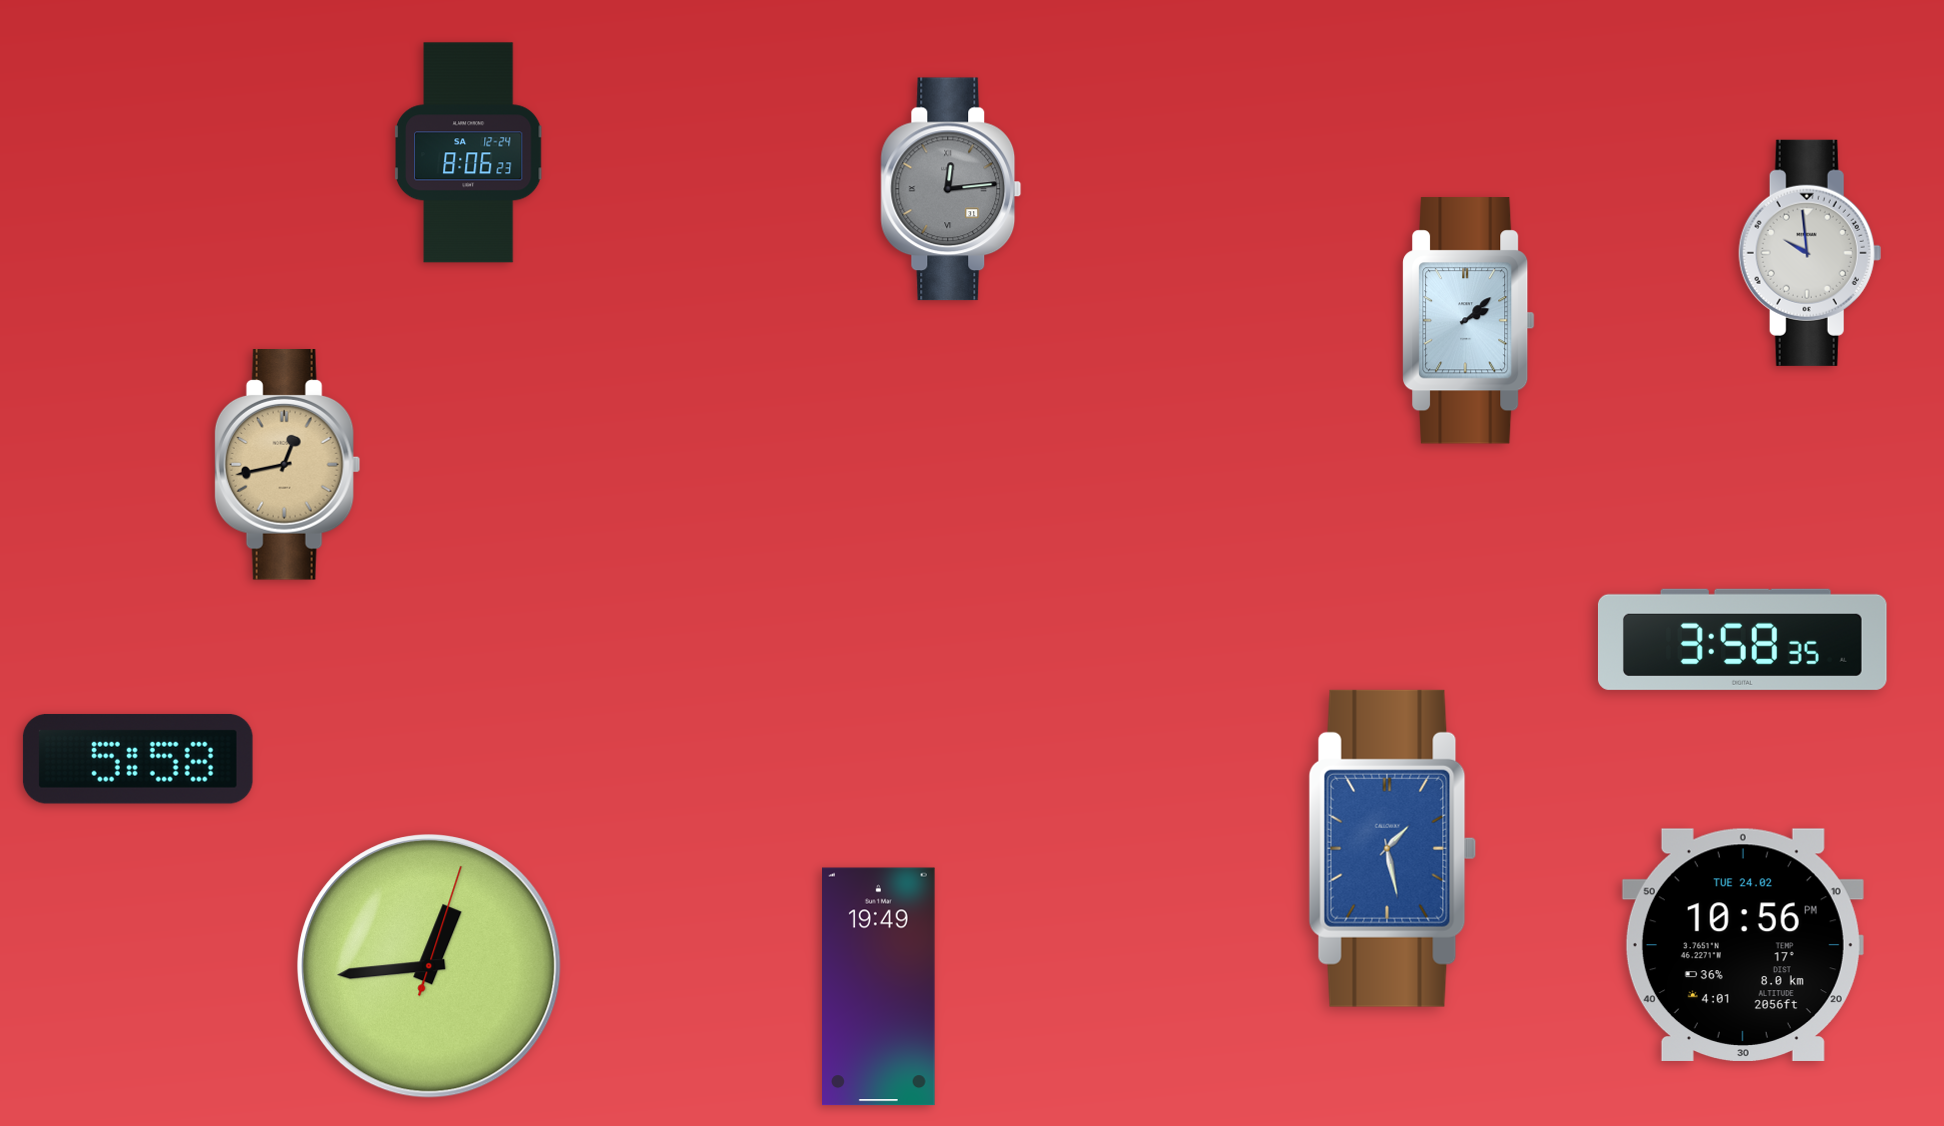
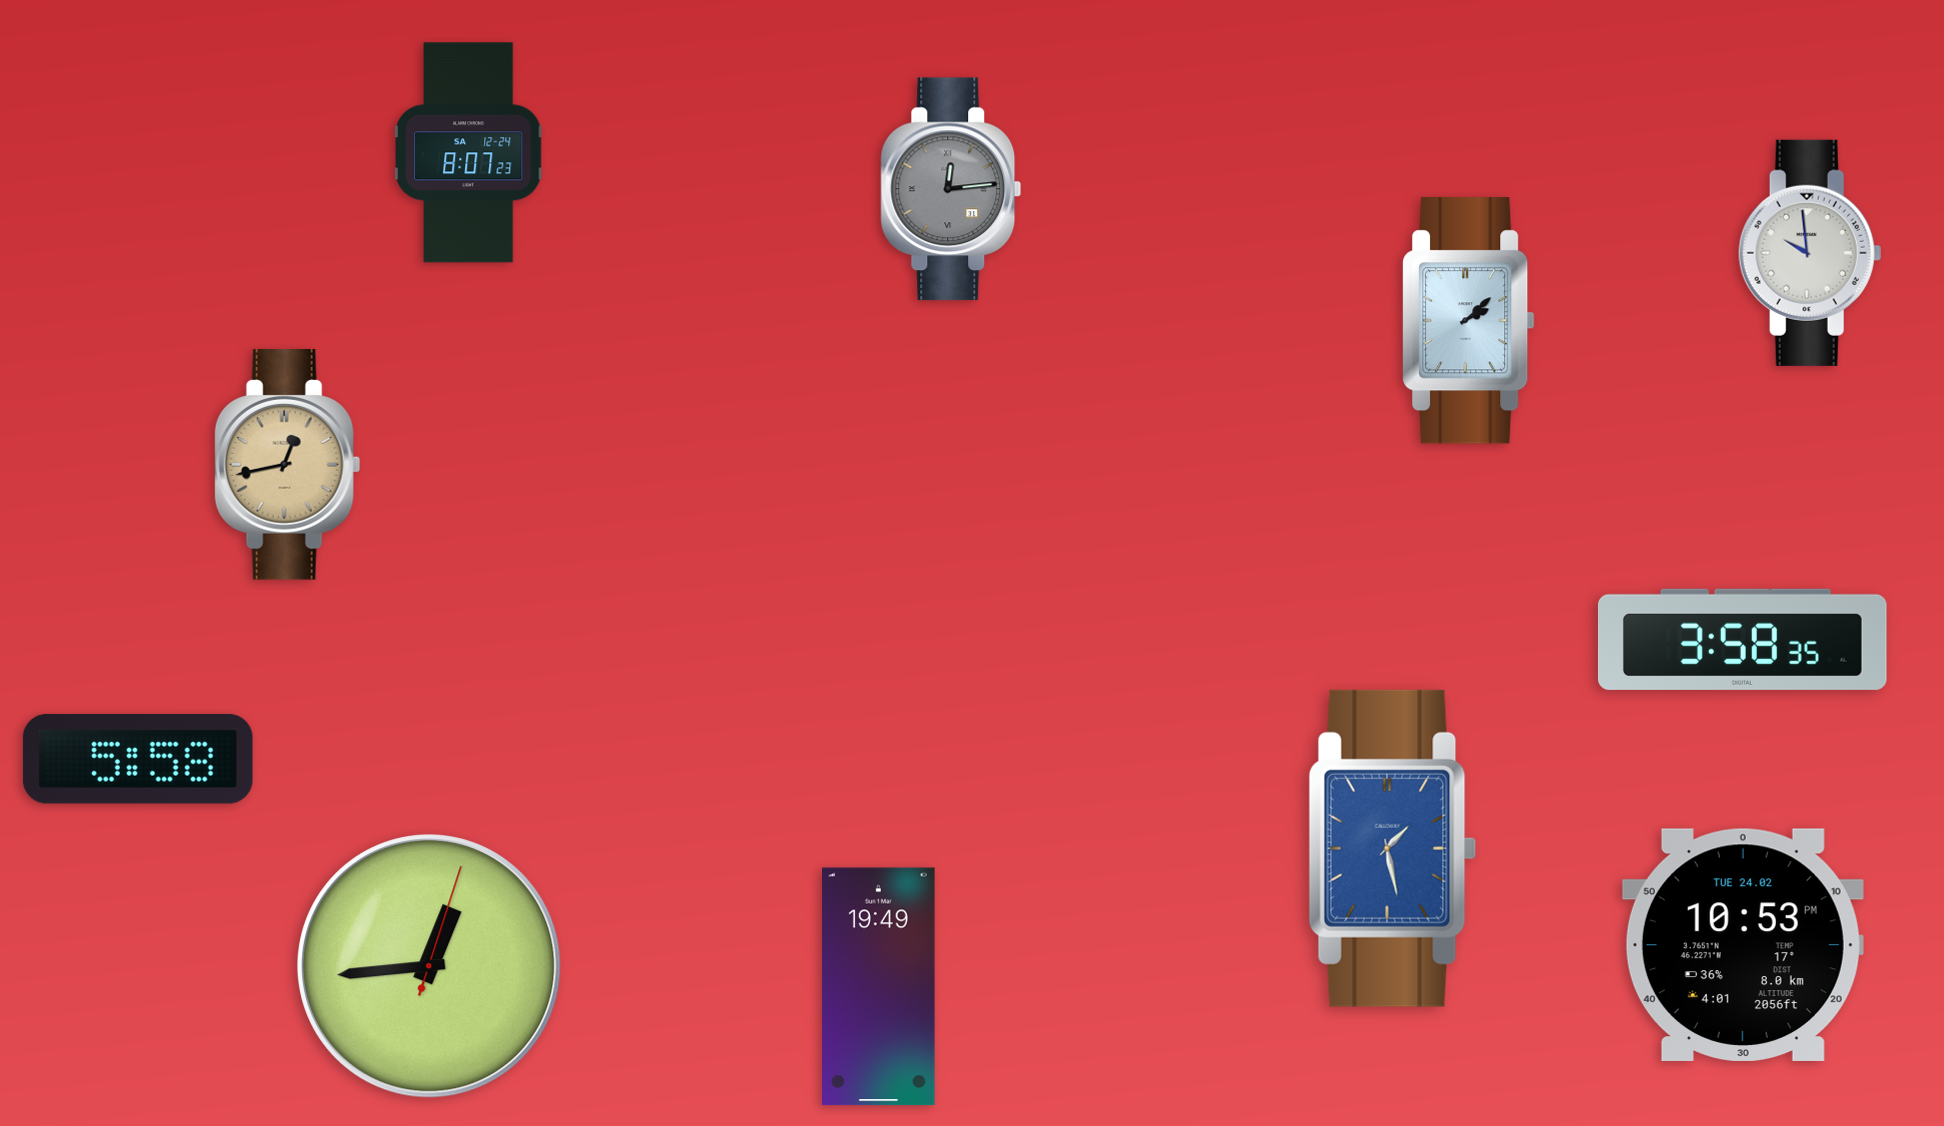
clock at (469, 153): 8:06 -> 8:07
clock at (1743, 945): 10:56 -> 10:53
